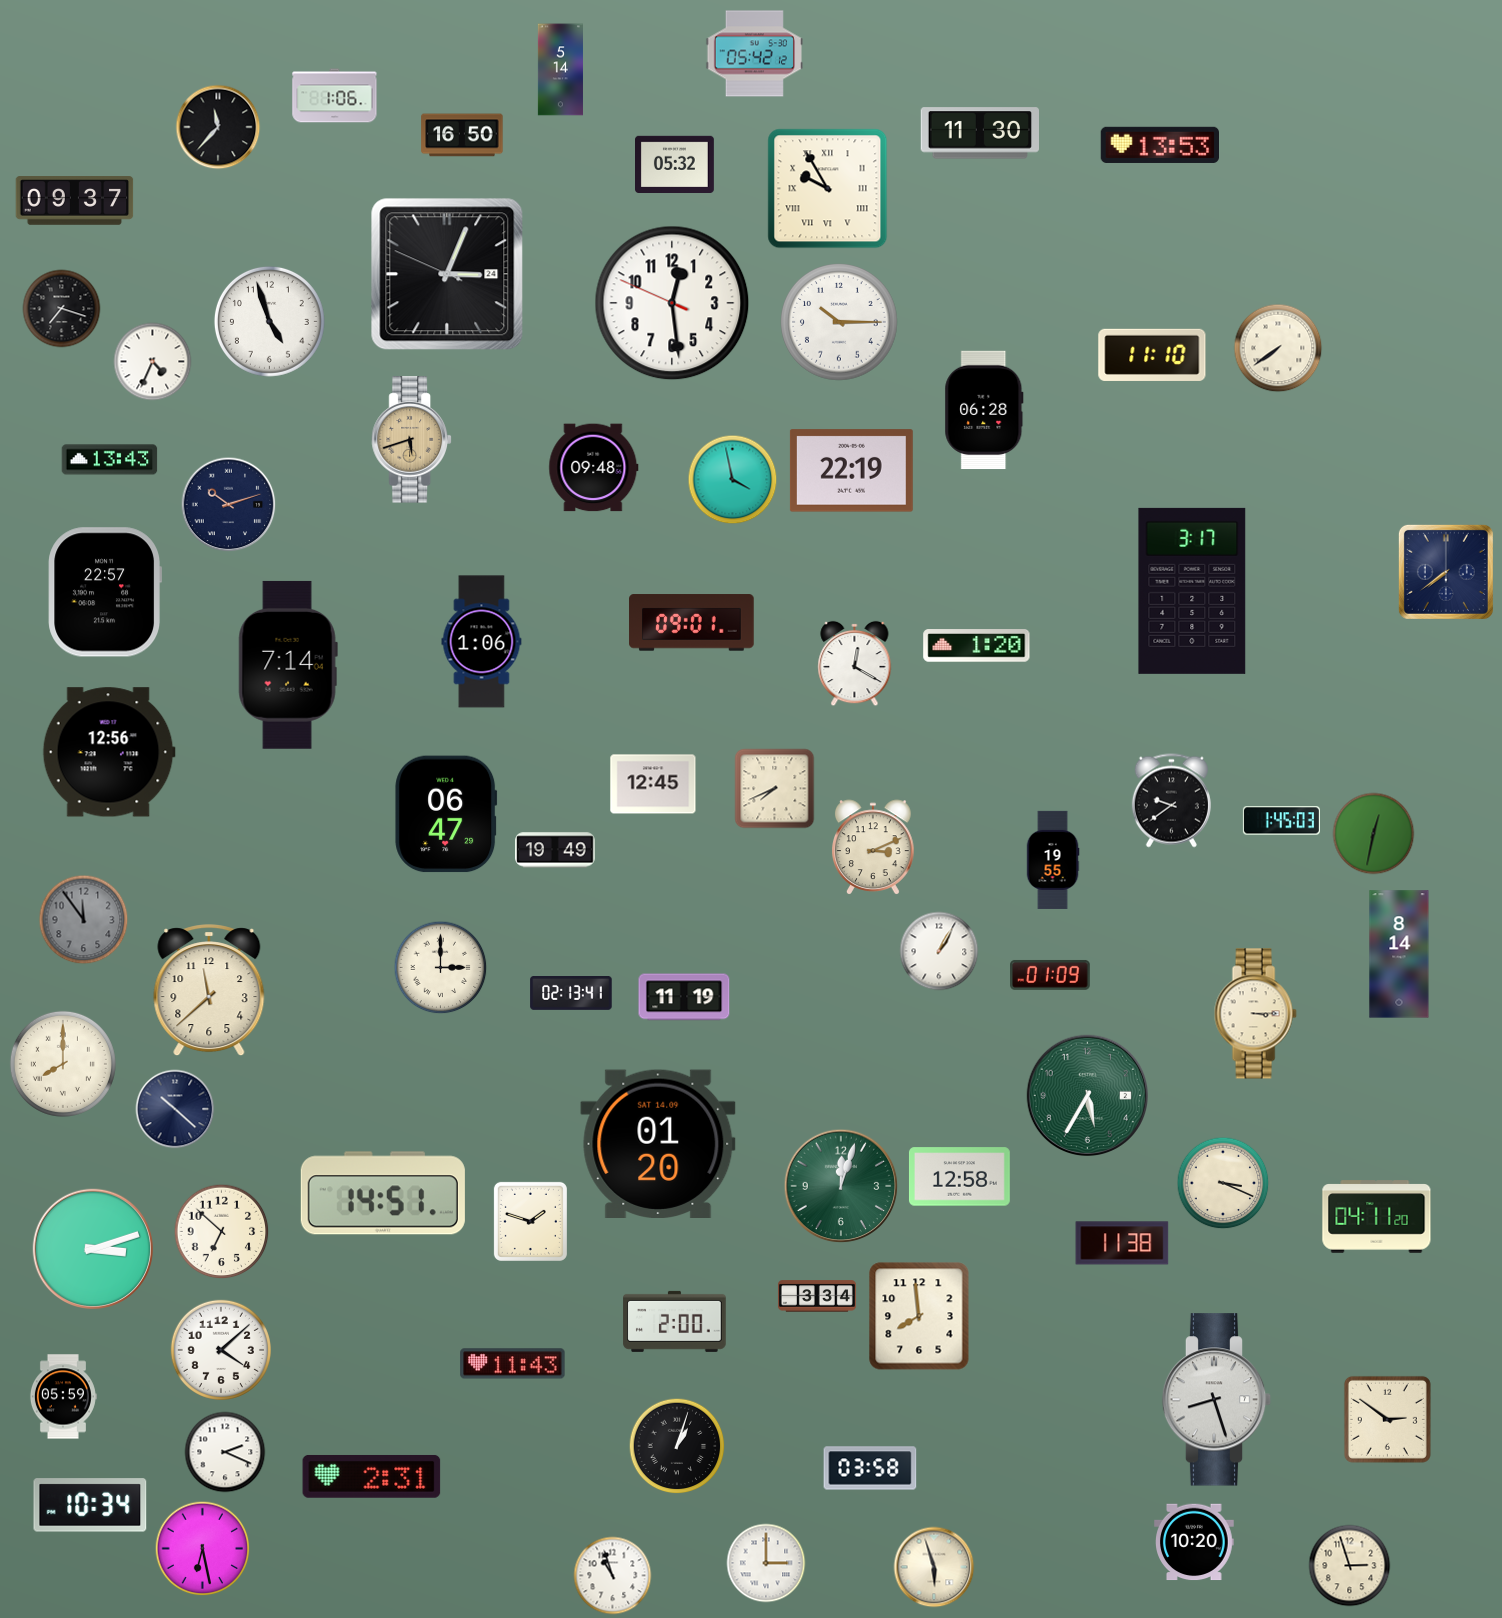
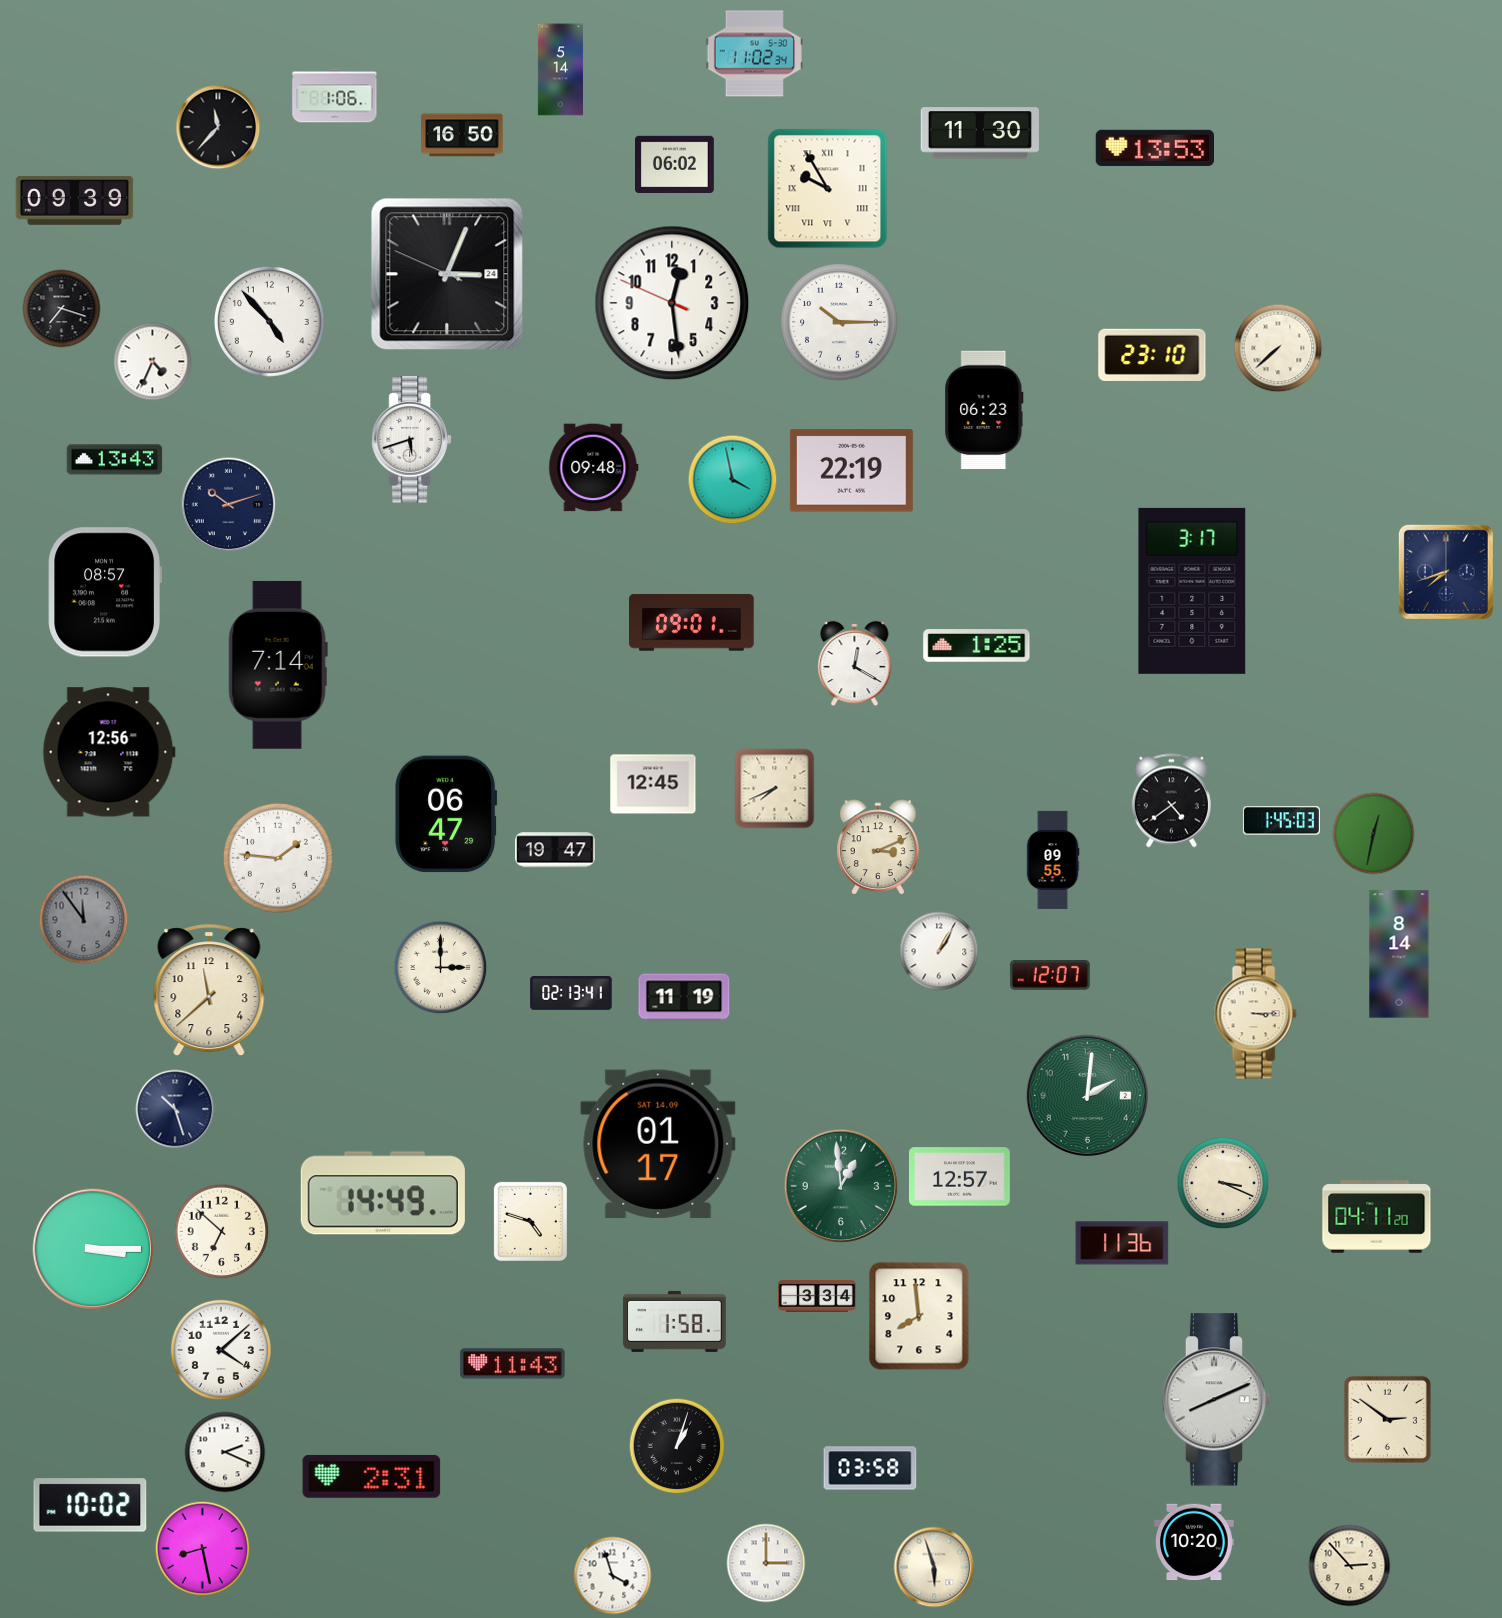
clock at (754, 54): 05:42 -> 11:02
clock at (1159, 145) position: (1159, 145) -> (1154, 148)
clock at (675, 164): 05:32 -> 06:02
clock at (75, 201): 09:37 -> 09:39
clock at (269, 321): 4:57 -> 4:53
clock at (1278, 348): 7:39 -> 7:38
clock at (1152, 355): 11:10 -> 23:10
clock at (984, 410): 06:28 -> 06:23
clock at (411, 440) dial: champagne -> white
clock at (110, 460) position: (110, 460) -> (115, 460)
clock at (1446, 572): 7:39 -> 7:42
clock at (104, 592): 22:57 -> 08:57
clock at (482, 642): 1:06 -> none
clock at (977, 646): 1:20 -> 1:25
clock at (288, 665) position: (288, 665) -> (278, 665)
clock at (1171, 801): 9:39 -> 4:39
clock at (874, 847) position: (874, 847) -> (879, 847)
clock at (555, 850): 19:49 -> 19:47
clock at (278, 858): none -> 1:46
clock at (1053, 860): 19:55 -> 09:55
clock at (1051, 975): 01:09 -> 12:07
clock at (63, 1064): 8:00 -> none
clock at (1087, 1095): 5:35 -> 2:01
clock at (175, 1109): 10:22 -> 10:27
clock at (658, 1143): 01:20 -> 01:17
clock at (959, 1177): 12:58 -> 12:57
clock at (841, 1186): 12:03 -> 12:59
clock at (383, 1193): 14:51 -> 14:49
clock at (530, 1221): 1:48 -> 4:48
clock at (1122, 1243): 11:38 -> 11:36
clock at (92, 1248): 3:12 -> 3:15
clock at (675, 1321): 2:00 -> 1:58
clock at (63, 1397): 05:59 -> none
clock at (1217, 1400): 8:27 -> 8:11
clock at (90, 1505): 10:34 -> 10:02
clock at (203, 1549): 6:28 -> 8:28
clock at (1350, 1566): 2:57 -> 2:53
clock at (613, 1576): 10:57 -> 3:57
